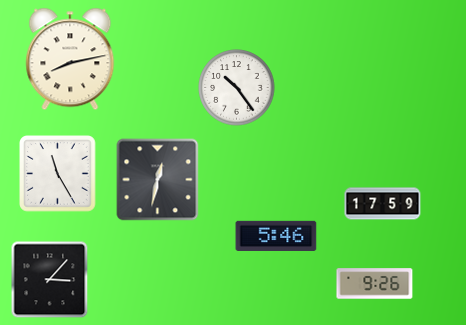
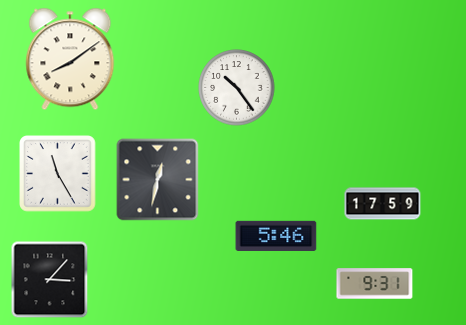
clock at (70, 59): 8:13 -> 8:09
clock at (375, 284): 9:26 -> 9:31
